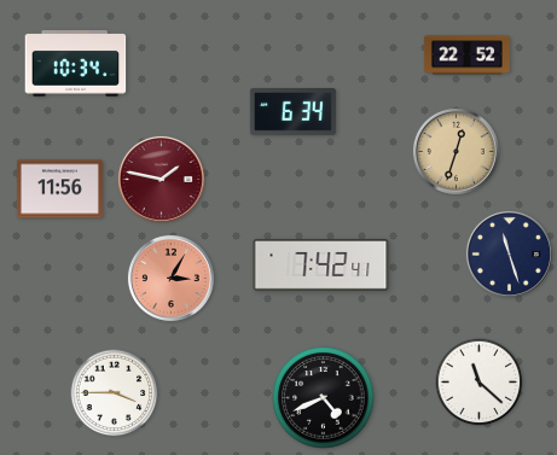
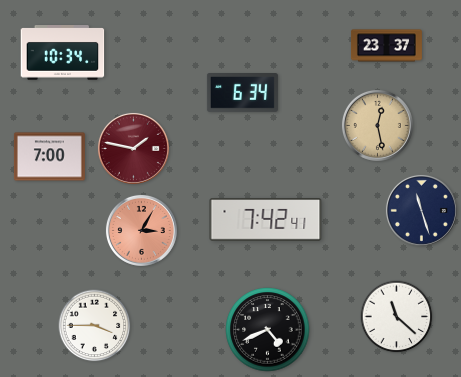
clock at (466, 56): 22:52 -> 23:37
clock at (456, 151): 12:33 -> 12:28
clock at (59, 189): 11:56 -> 7:00
